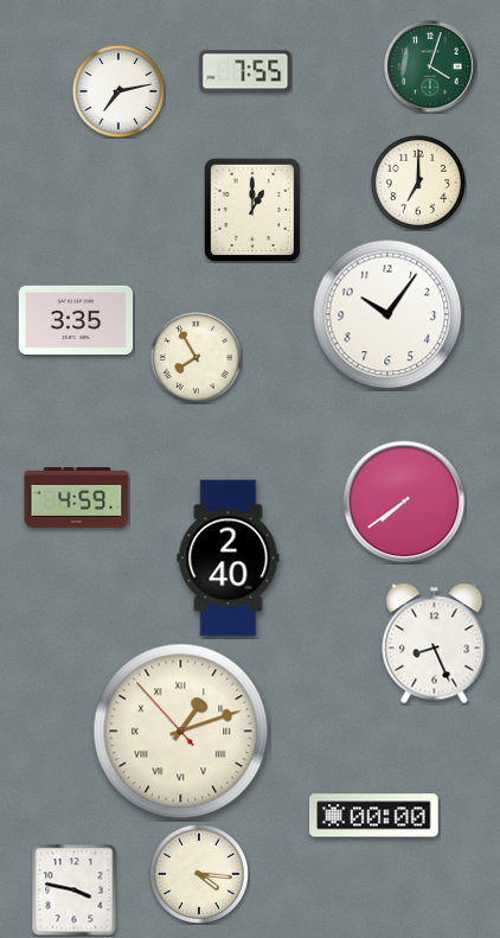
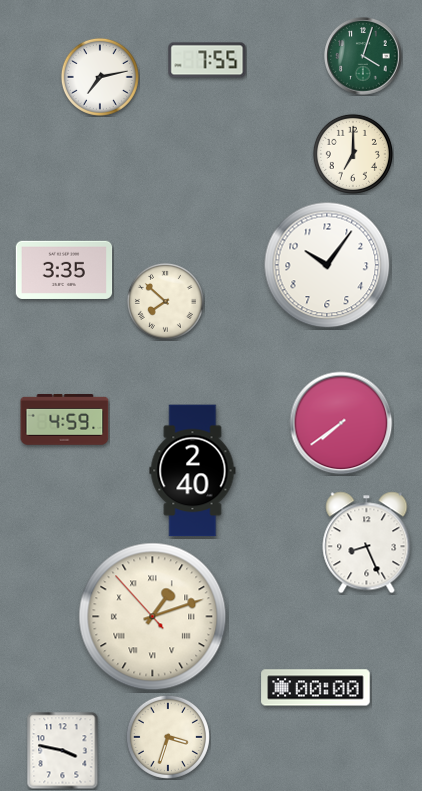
clock at (252, 209): 1:00 -> none
clock at (195, 357): 7:55 -> 7:52
clock at (199, 874): 4:16 -> 3:33
